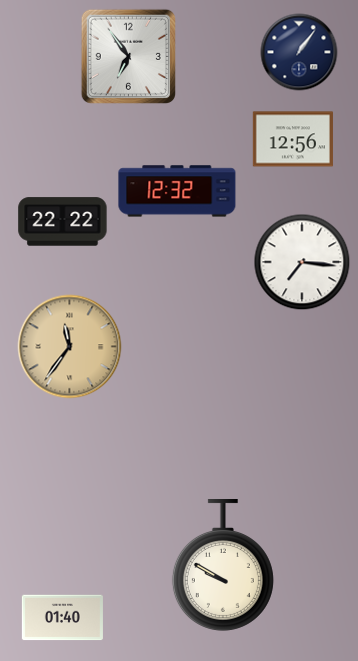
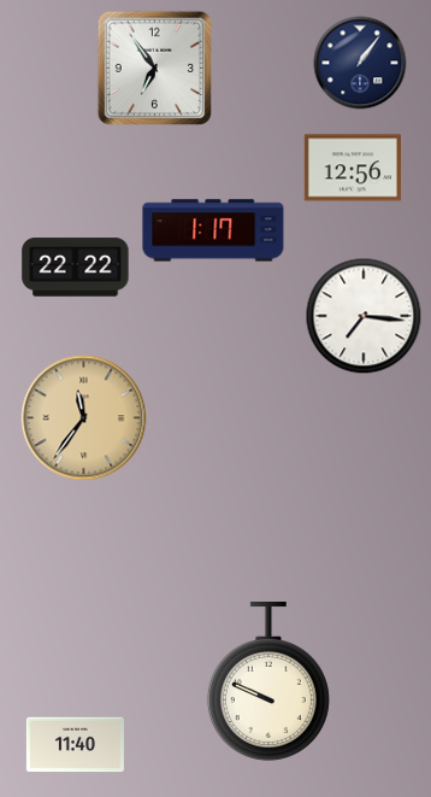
clock at (177, 191): 12:32 -> 1:17
clock at (223, 566): 9:50 -> 9:49
clock at (62, 618): 01:40 -> 11:40
